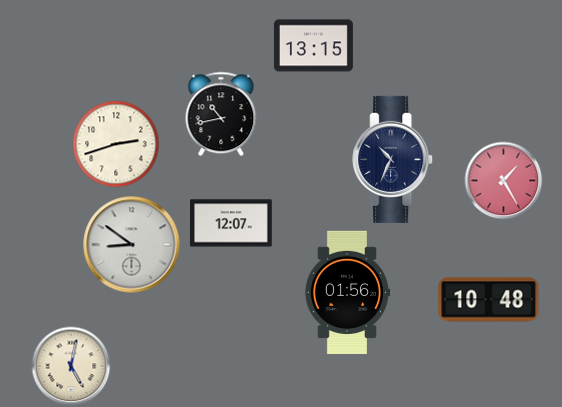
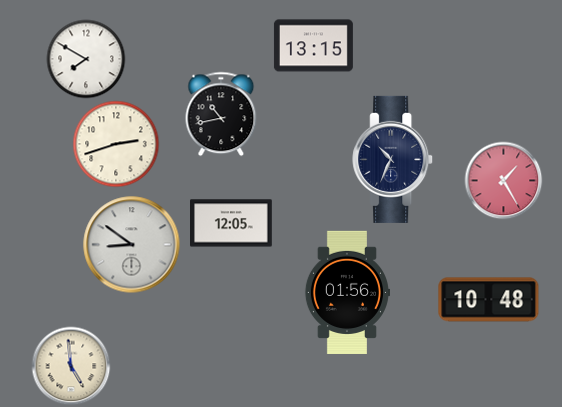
clock at (86, 59): none -> 7:50
clock at (232, 223): 12:07 -> 12:05
clock at (71, 366): 5:02 -> 4:59
